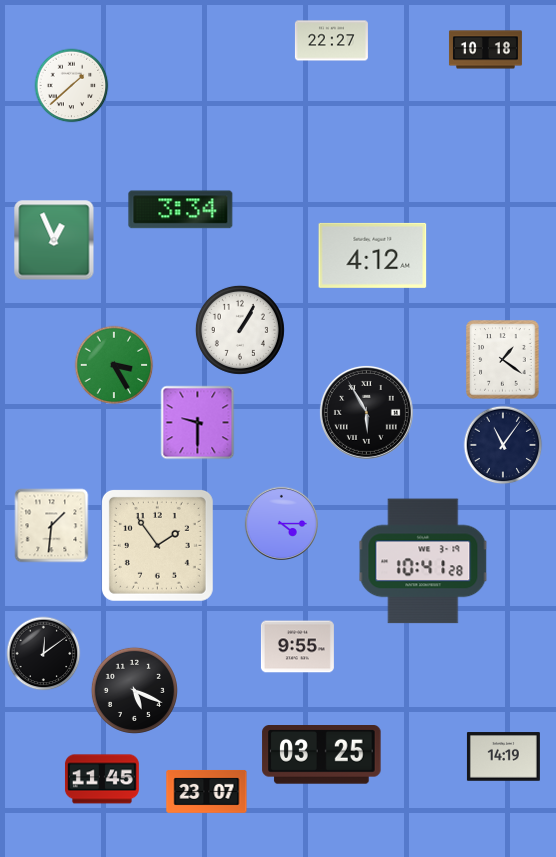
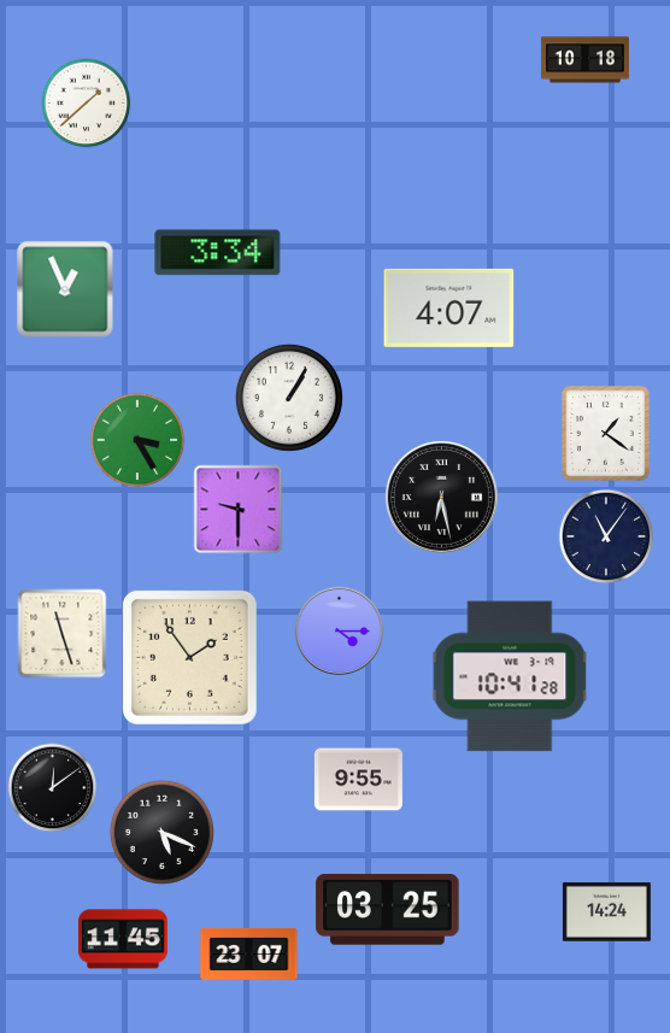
clock at (331, 41): 22:27 -> none
clock at (373, 255): 4:12 -> 4:07
clock at (366, 412): 5:55 -> 6:28
clock at (52, 526): 1:31 -> 11:27
clock at (503, 757): 14:19 -> 14:24
